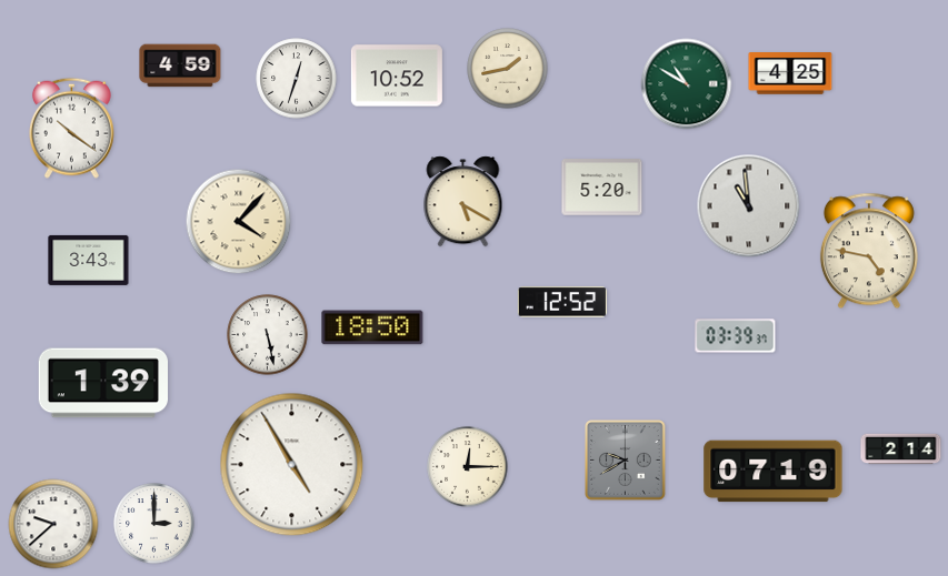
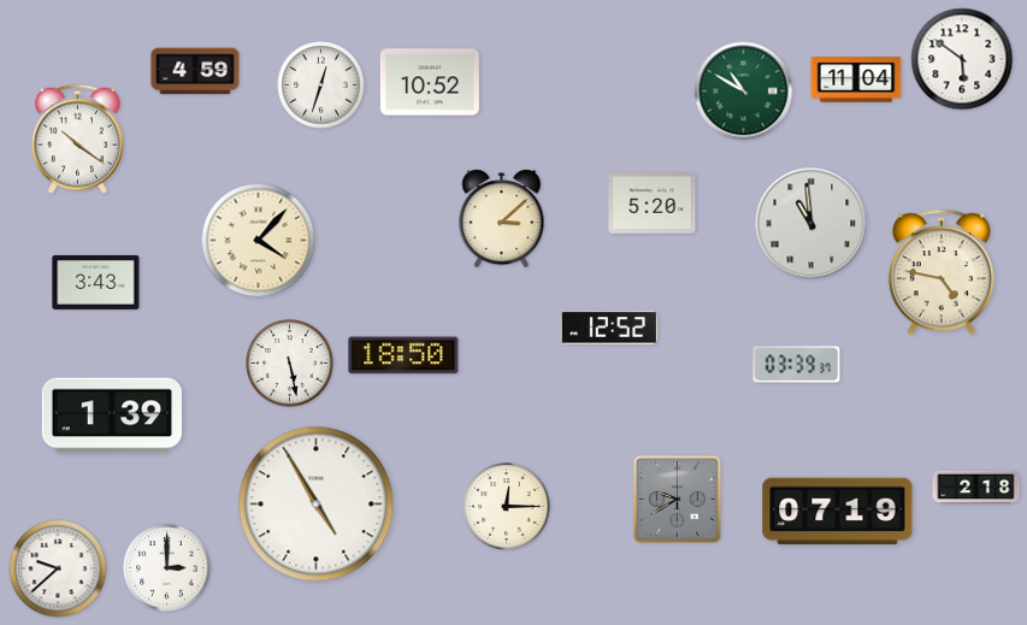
clock at (962, 59): none -> 5:51
clock at (508, 69): 1:43 -> none
clock at (790, 73): 4:25 -> 11:04
clock at (463, 202): 5:20 -> 3:08
clock at (901, 449): 2:14 -> 2:18
